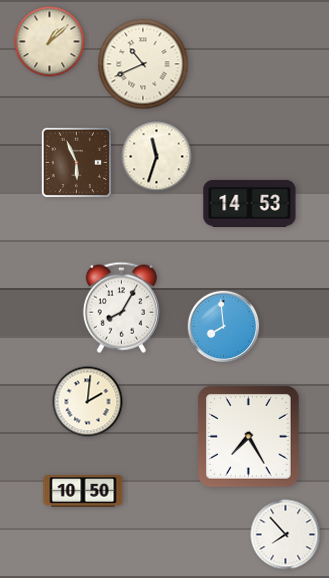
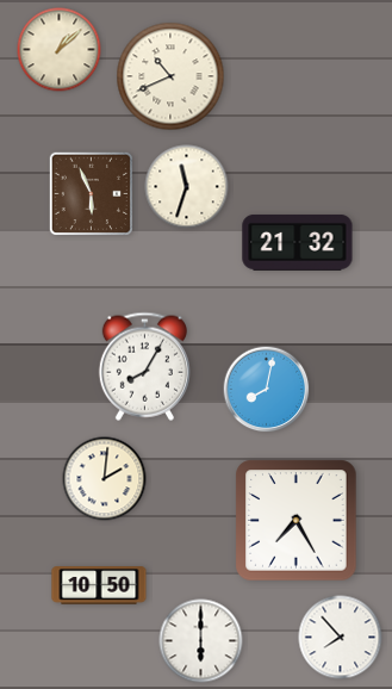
clock at (250, 203): 14:53 -> 21:32
clock at (224, 327): 7:59 -> 8:02
clock at (201, 641): none -> 6:00
